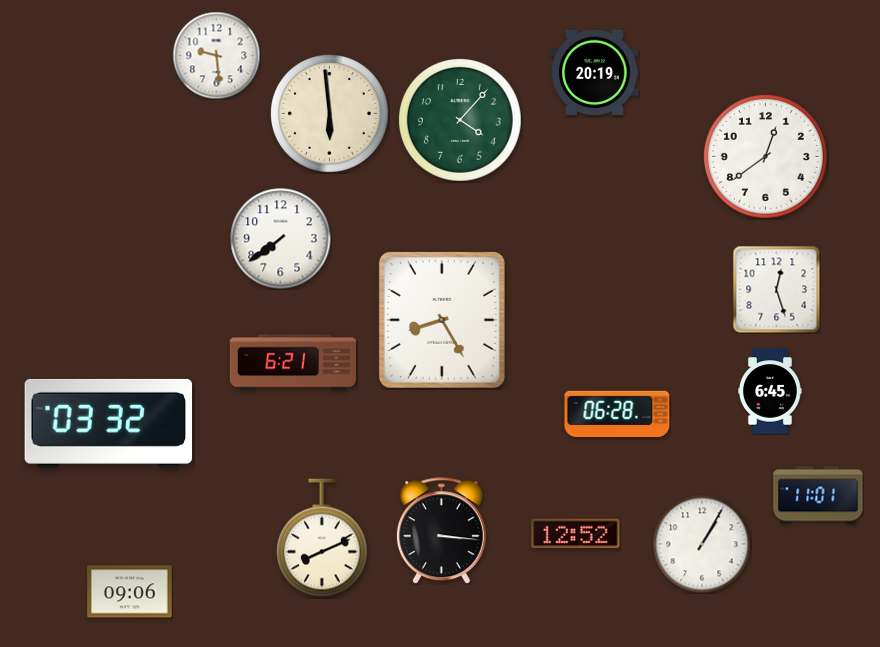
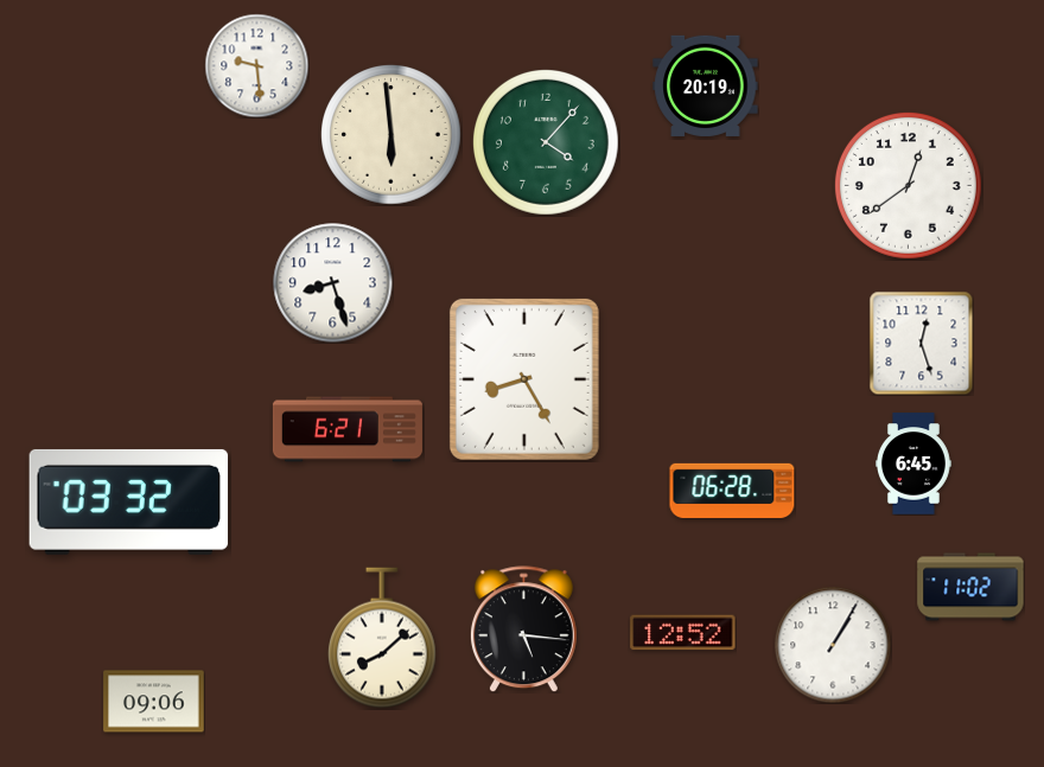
clock at (281, 239): 7:39 -> 8:27
clock at (818, 495): 11:01 -> 11:02
clock at (441, 531): 3:16 -> 5:16
clock at (322, 538): 8:11 -> 8:08
